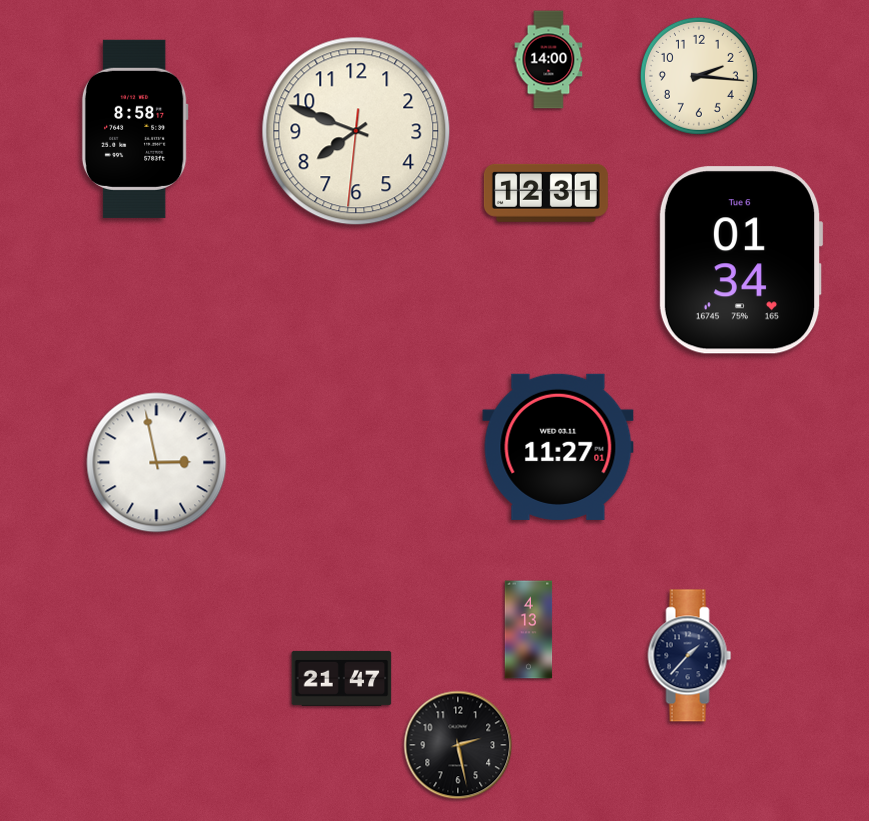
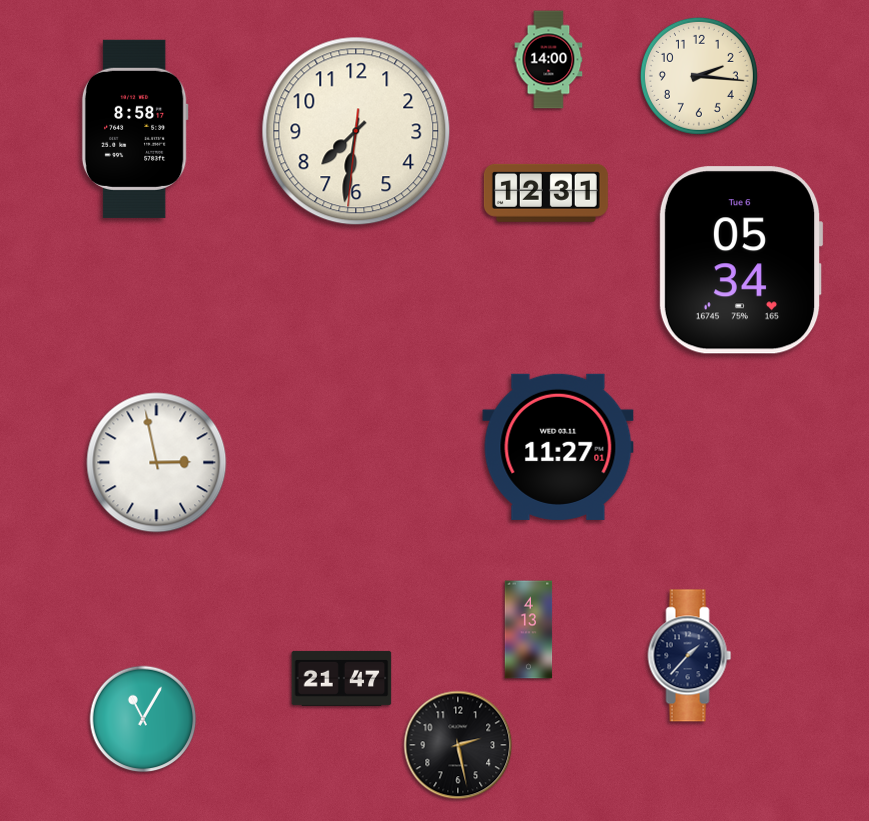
clock at (356, 131): 7:48 -> 7:31
clock at (741, 260): 01:34 -> 05:34
clock at (143, 719): none -> 11:05
